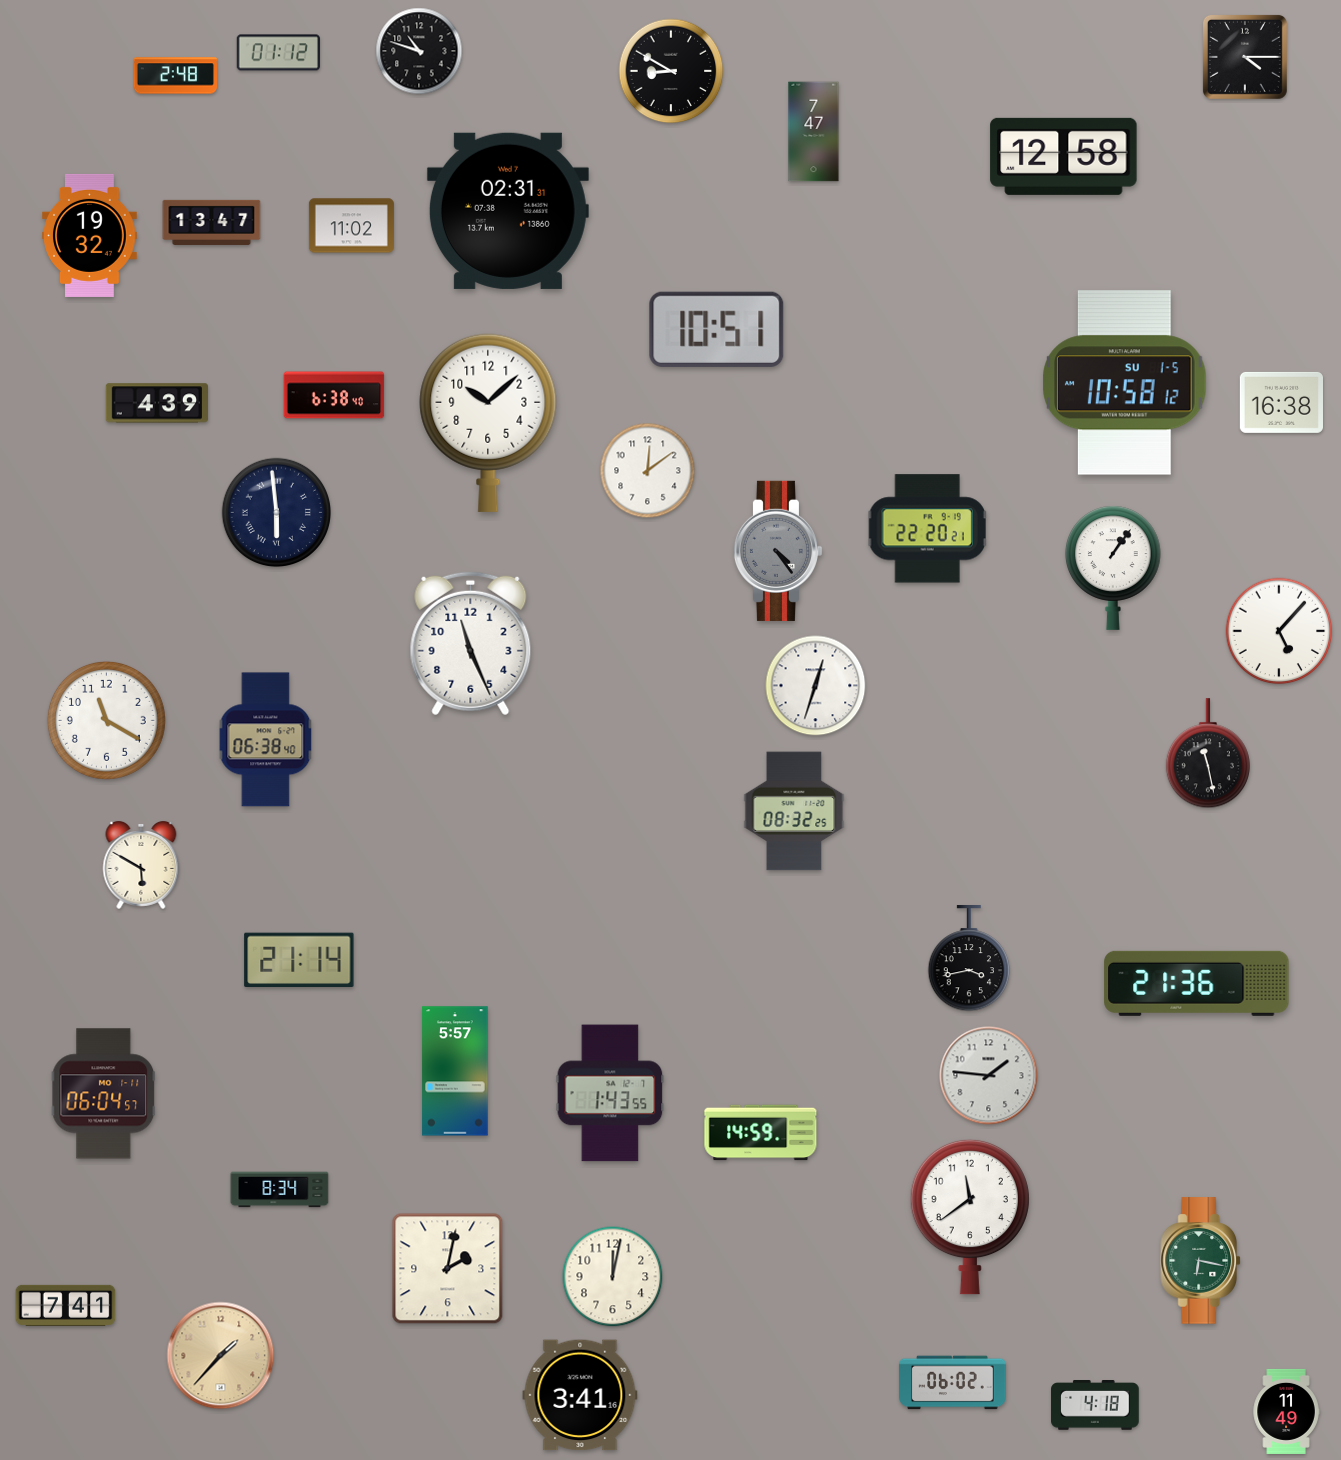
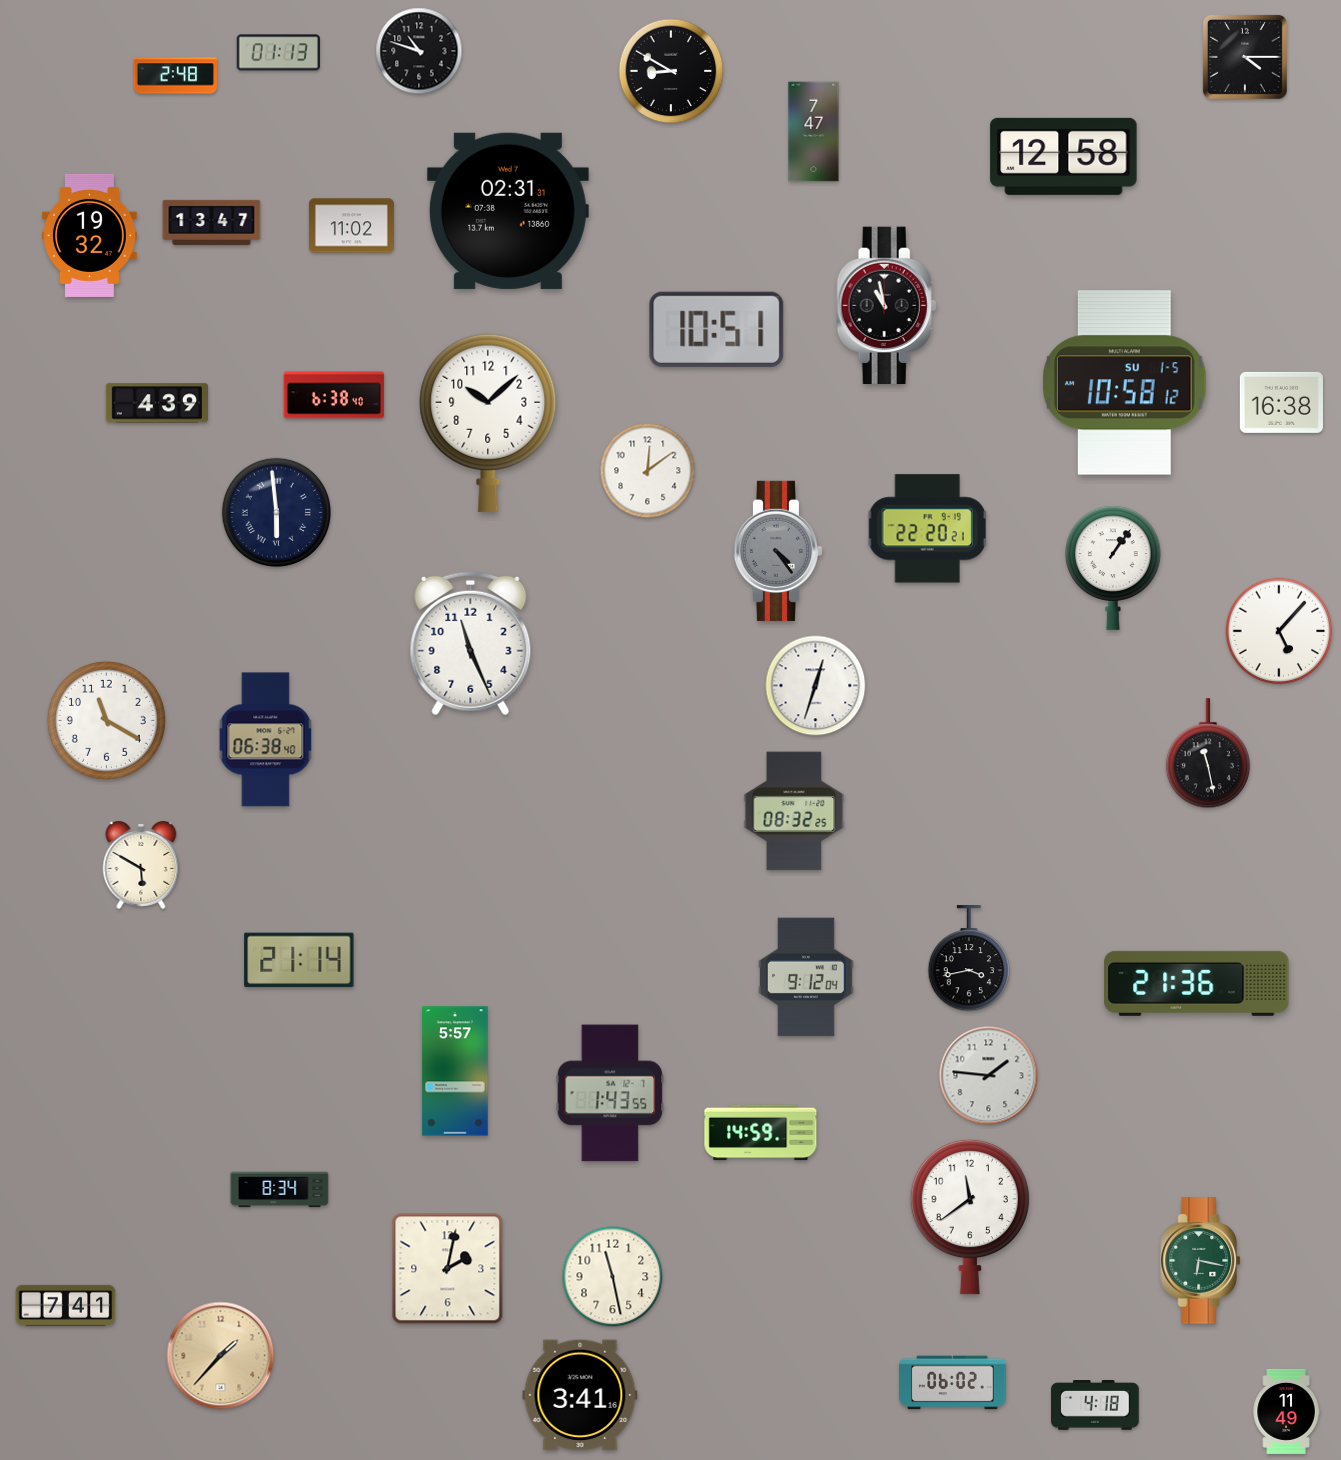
clock at (278, 53): 01:12 -> 01:13
clock at (887, 306): none -> 10:58
clock at (806, 977): none -> 9:12
clock at (104, 1094): 06:04 -> none
clock at (613, 1277): 12:02 -> 11:28
